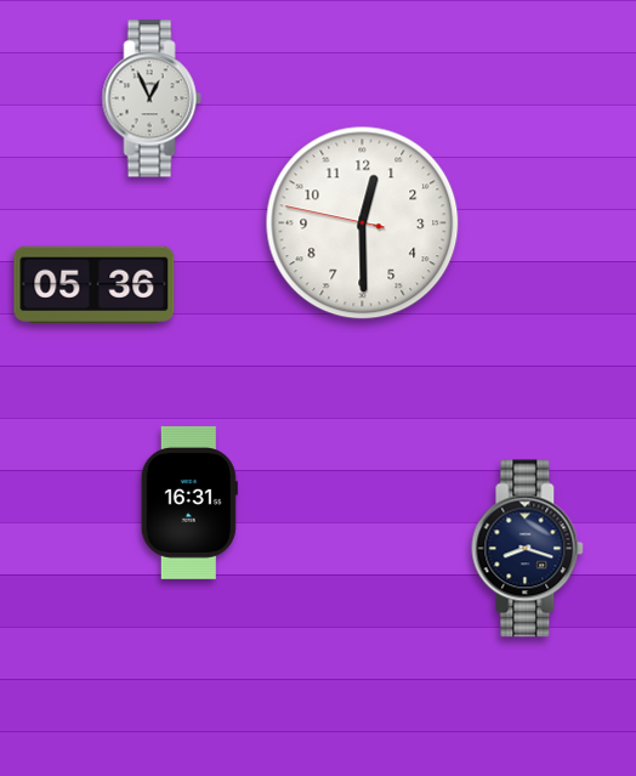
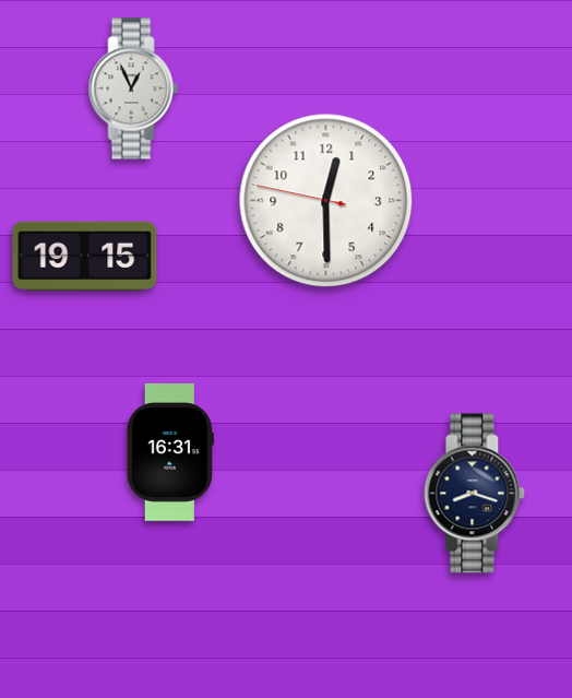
clock at (152, 98) position: (152, 98) -> (133, 88)
clock at (95, 284): 05:36 -> 19:15
